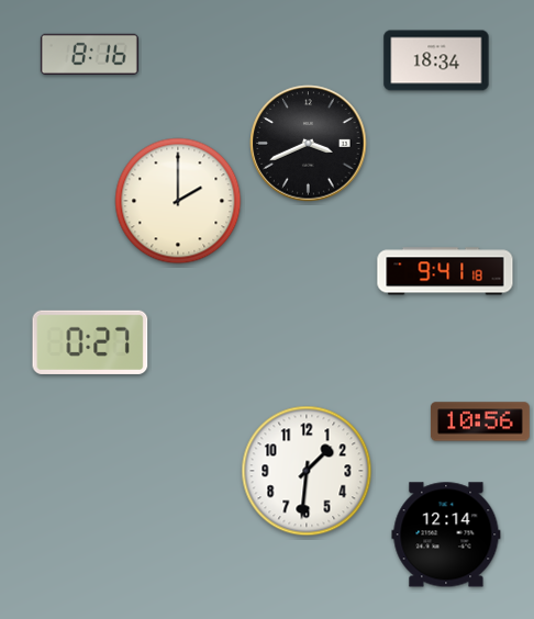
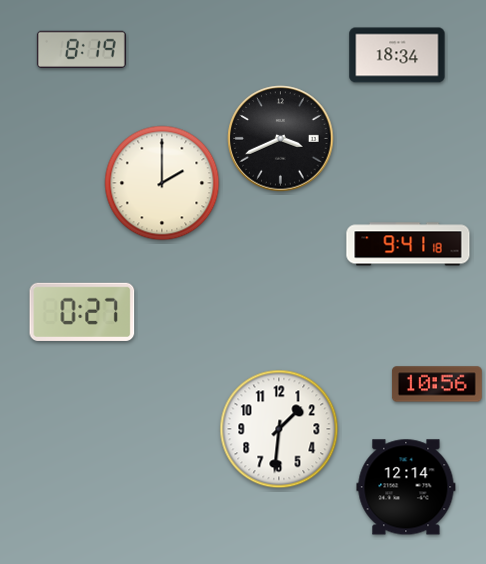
clock at (89, 54): 8:16 -> 8:19
clock at (309, 144) position: (309, 144) -> (281, 139)
clock at (445, 271) position: (445, 271) -> (408, 244)
